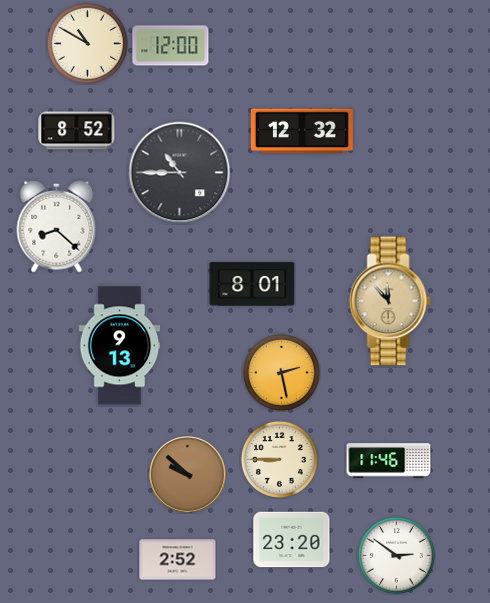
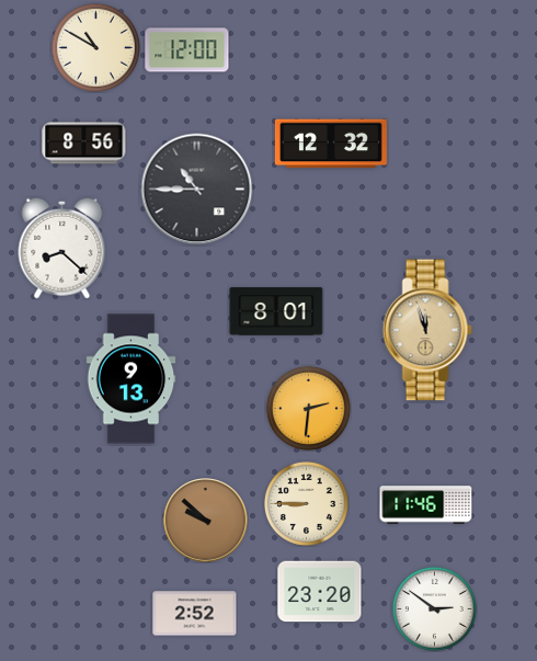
clock at (77, 131): 8:52 -> 8:56
clock at (390, 301): 11:53 -> 11:57
clock at (281, 372): 2:28 -> 2:31
